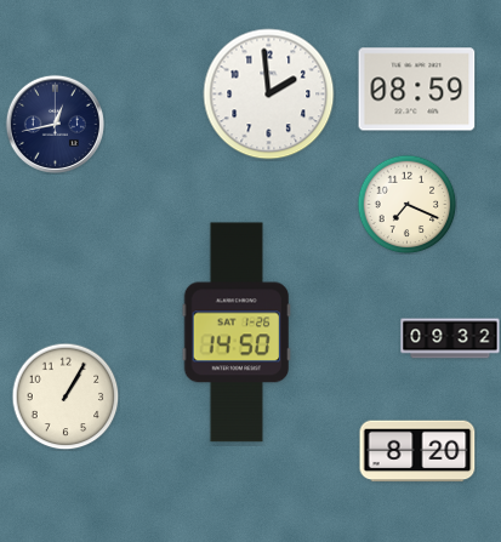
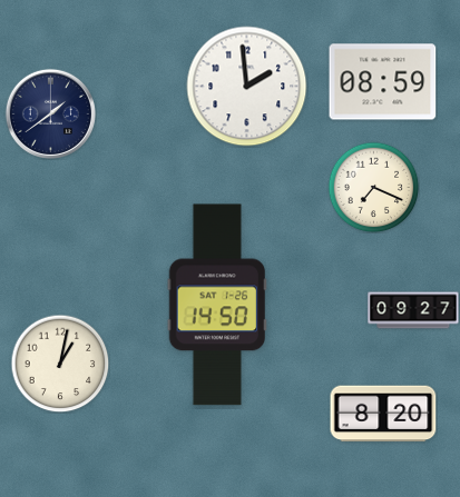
clock at (55, 124): 12:43 -> 1:39
clock at (450, 338): 09:32 -> 09:27
clock at (66, 396): 1:05 -> 1:02
